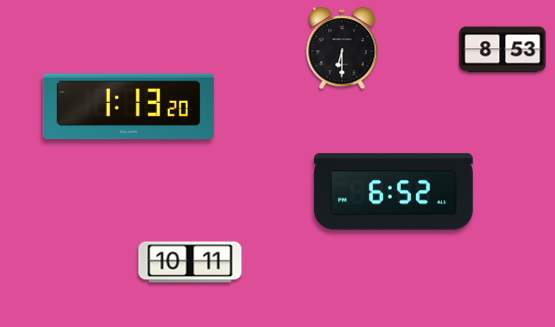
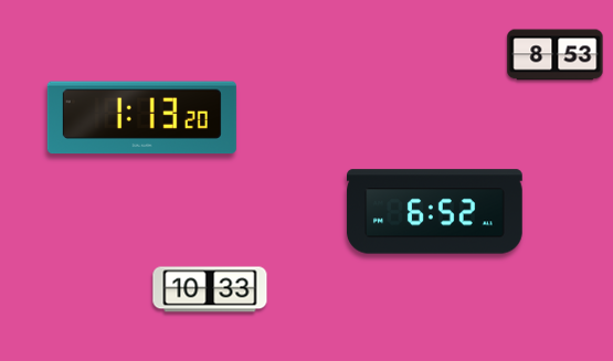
clock at (342, 48): 6:30 -> none
clock at (190, 262): 10:11 -> 10:33
